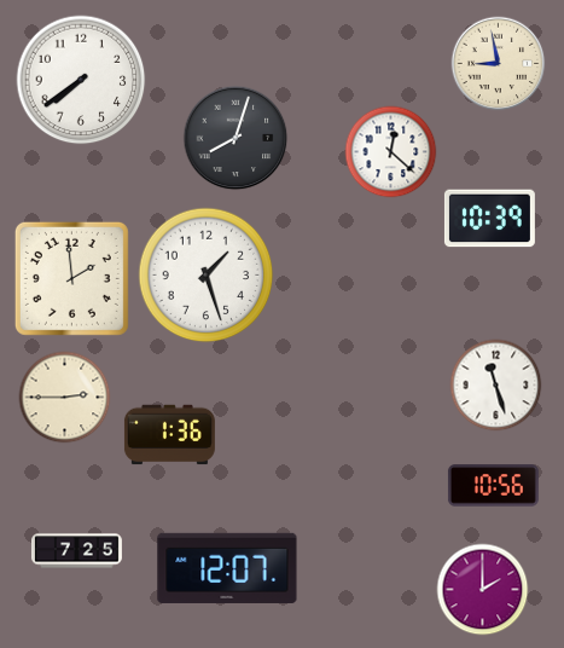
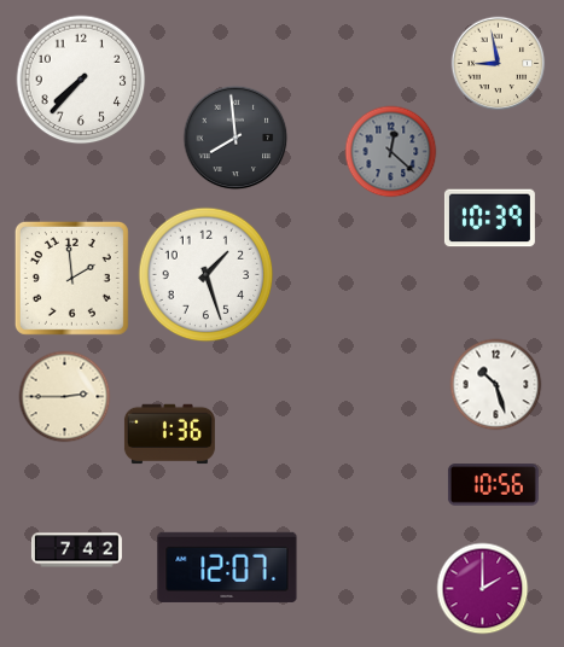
clock at (81, 80): 7:39 -> 7:37
clock at (236, 138): 8:03 -> 7:59
clock at (391, 152) dial: white -> grey
clock at (496, 386): 11:27 -> 10:27
clock at (76, 551): 7:25 -> 7:42
